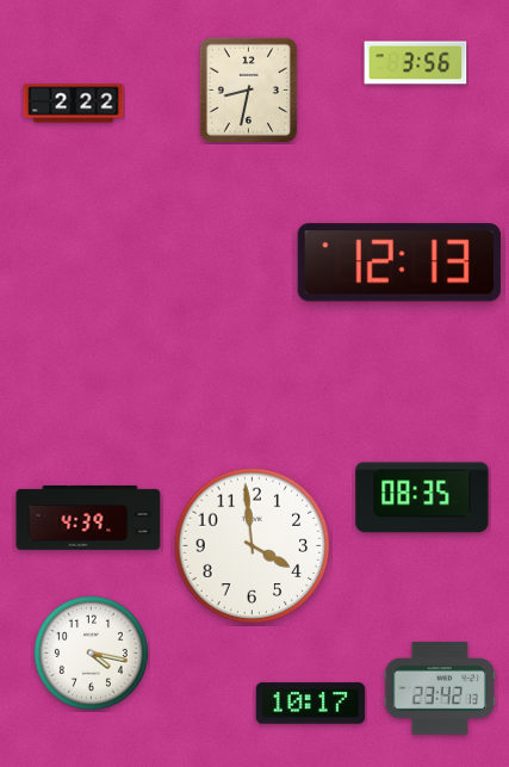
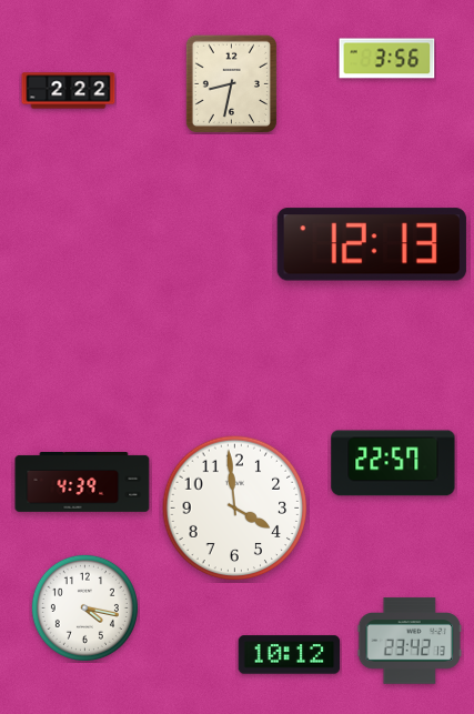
clock at (74, 104) position: (74, 104) -> (69, 91)
clock at (422, 497): 08:35 -> 22:57
clock at (311, 704): 10:17 -> 10:12
